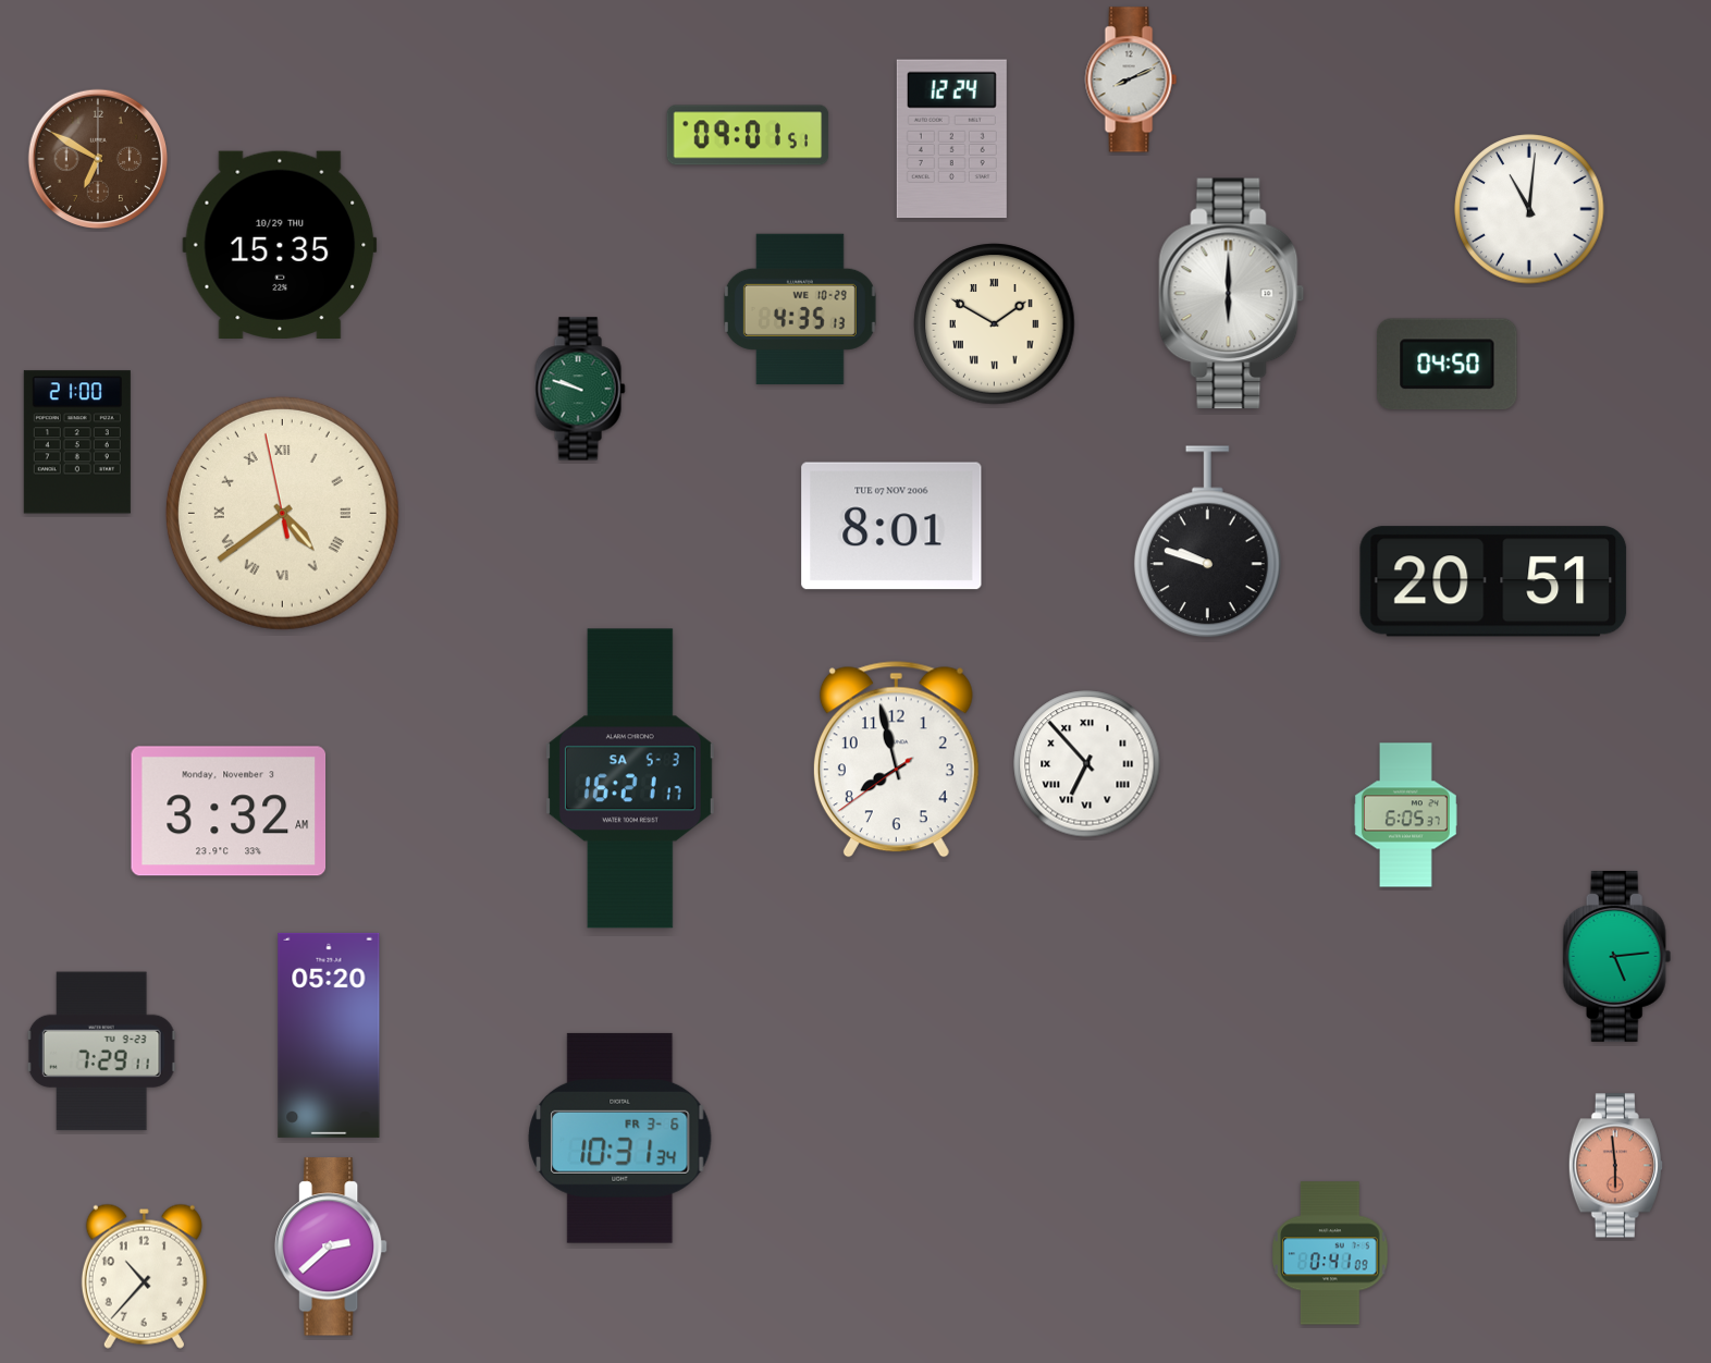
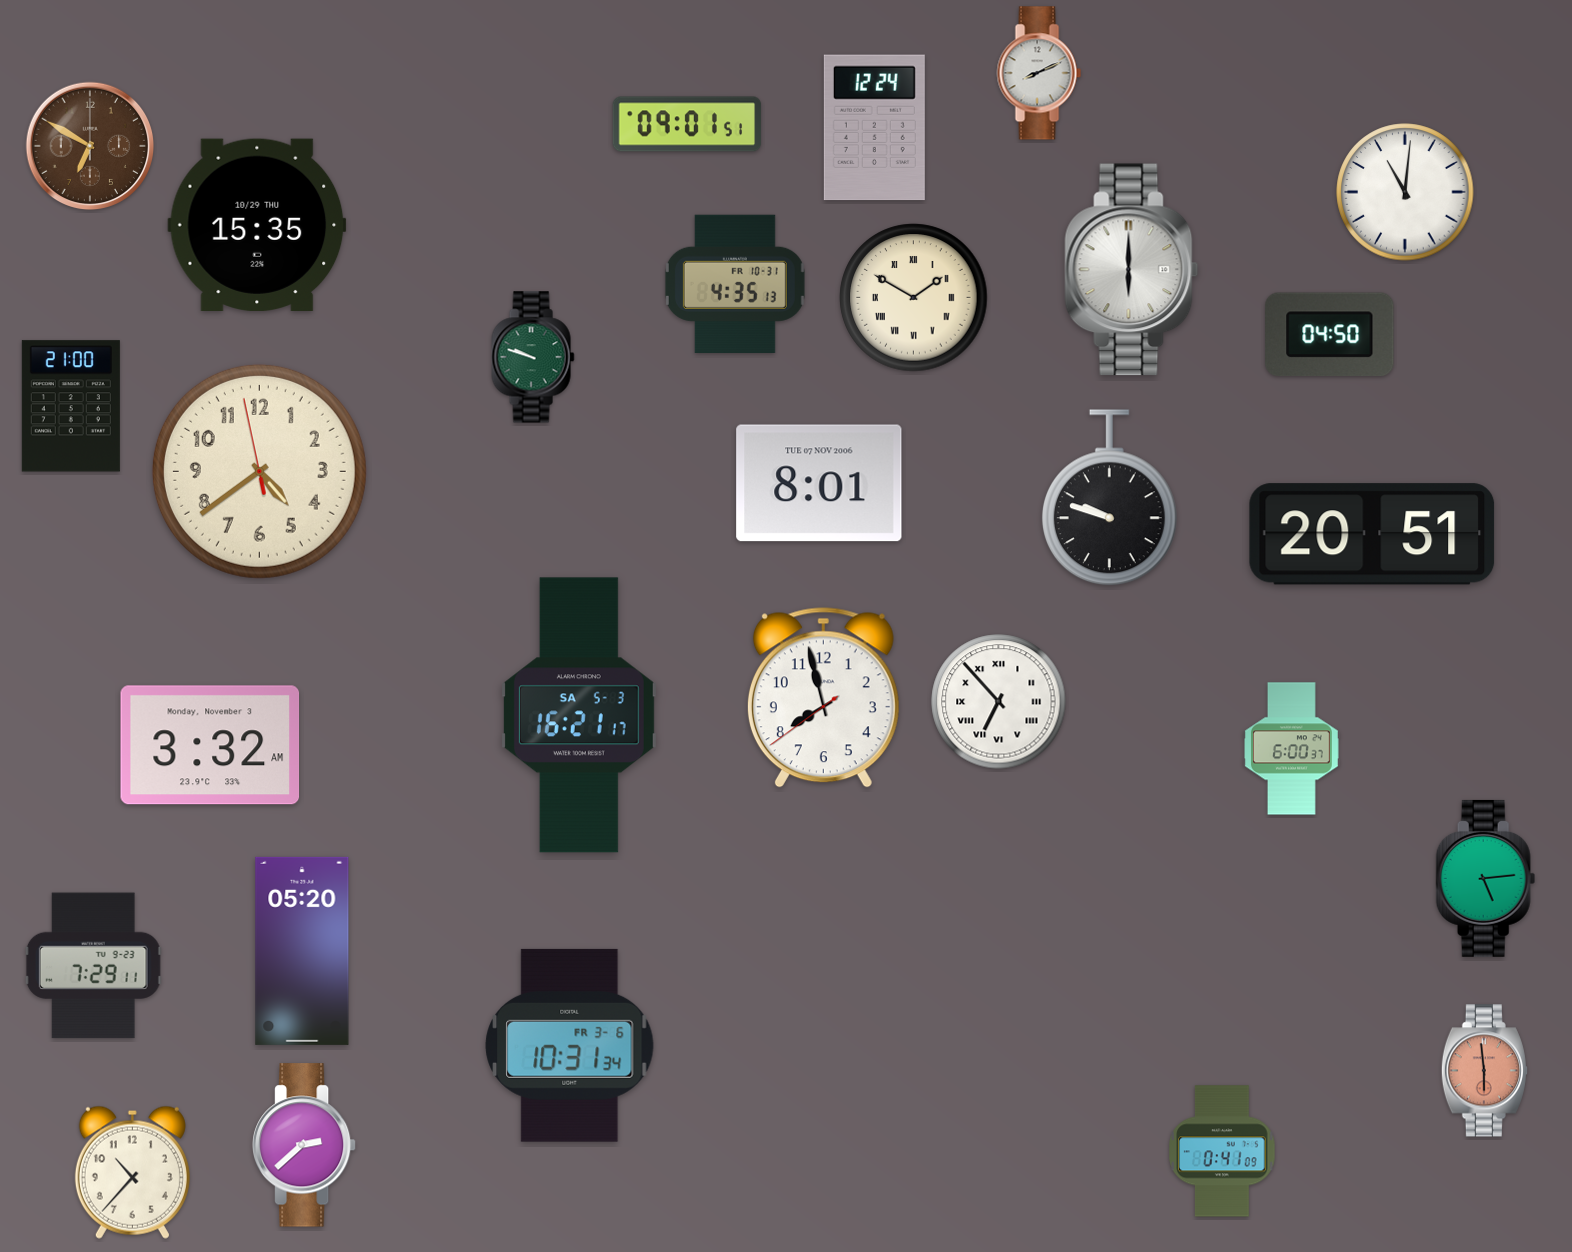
clock at (800, 309) date: WE 10-29 -> FR 10-31
clock at (282, 513) numerals: Roman -> Arabic
clock at (1406, 815): 6:05 -> 6:00
